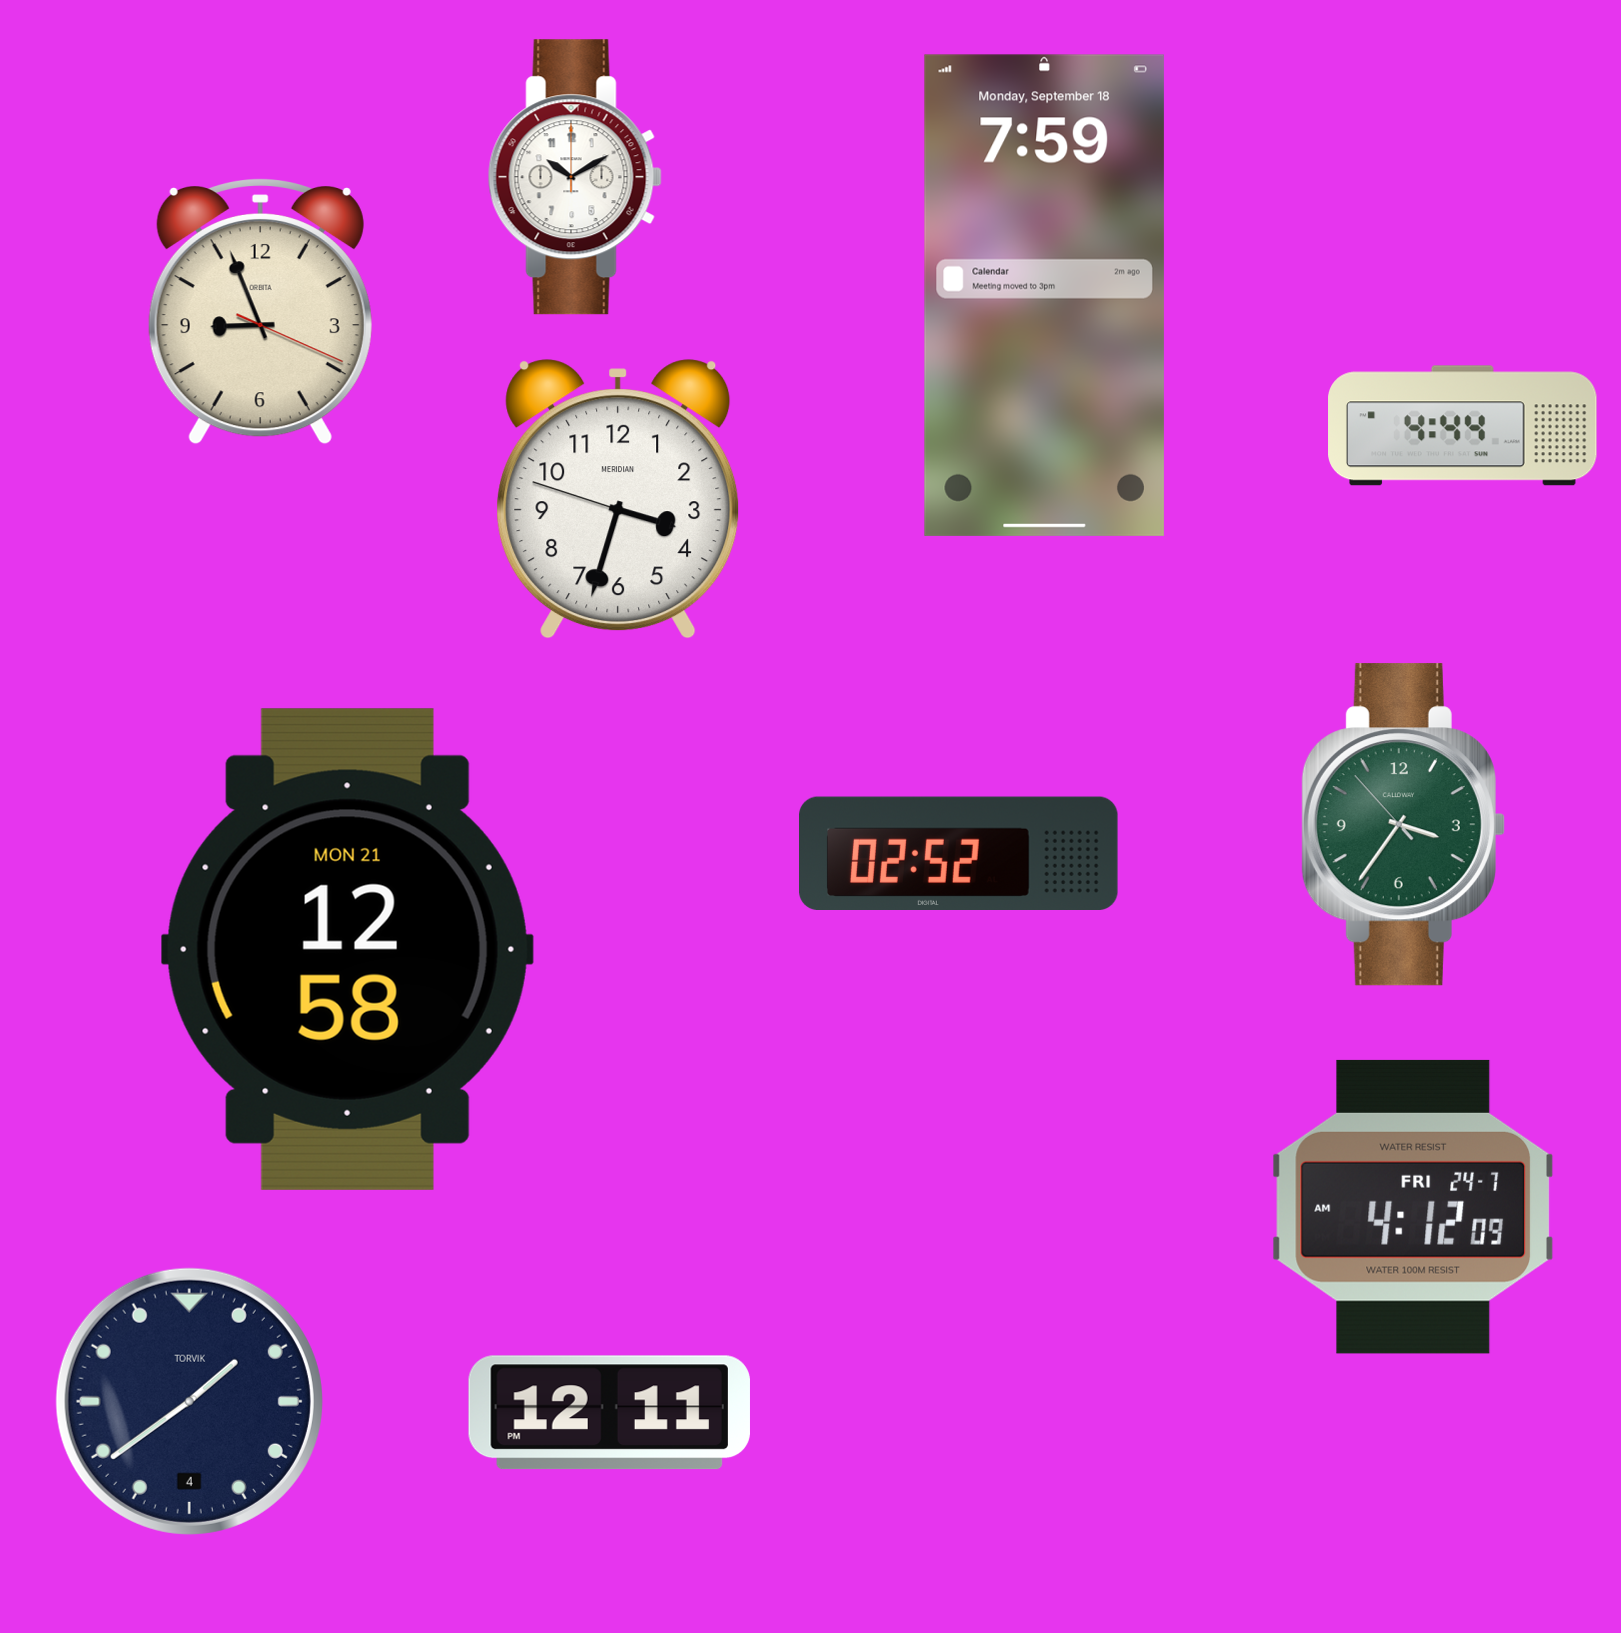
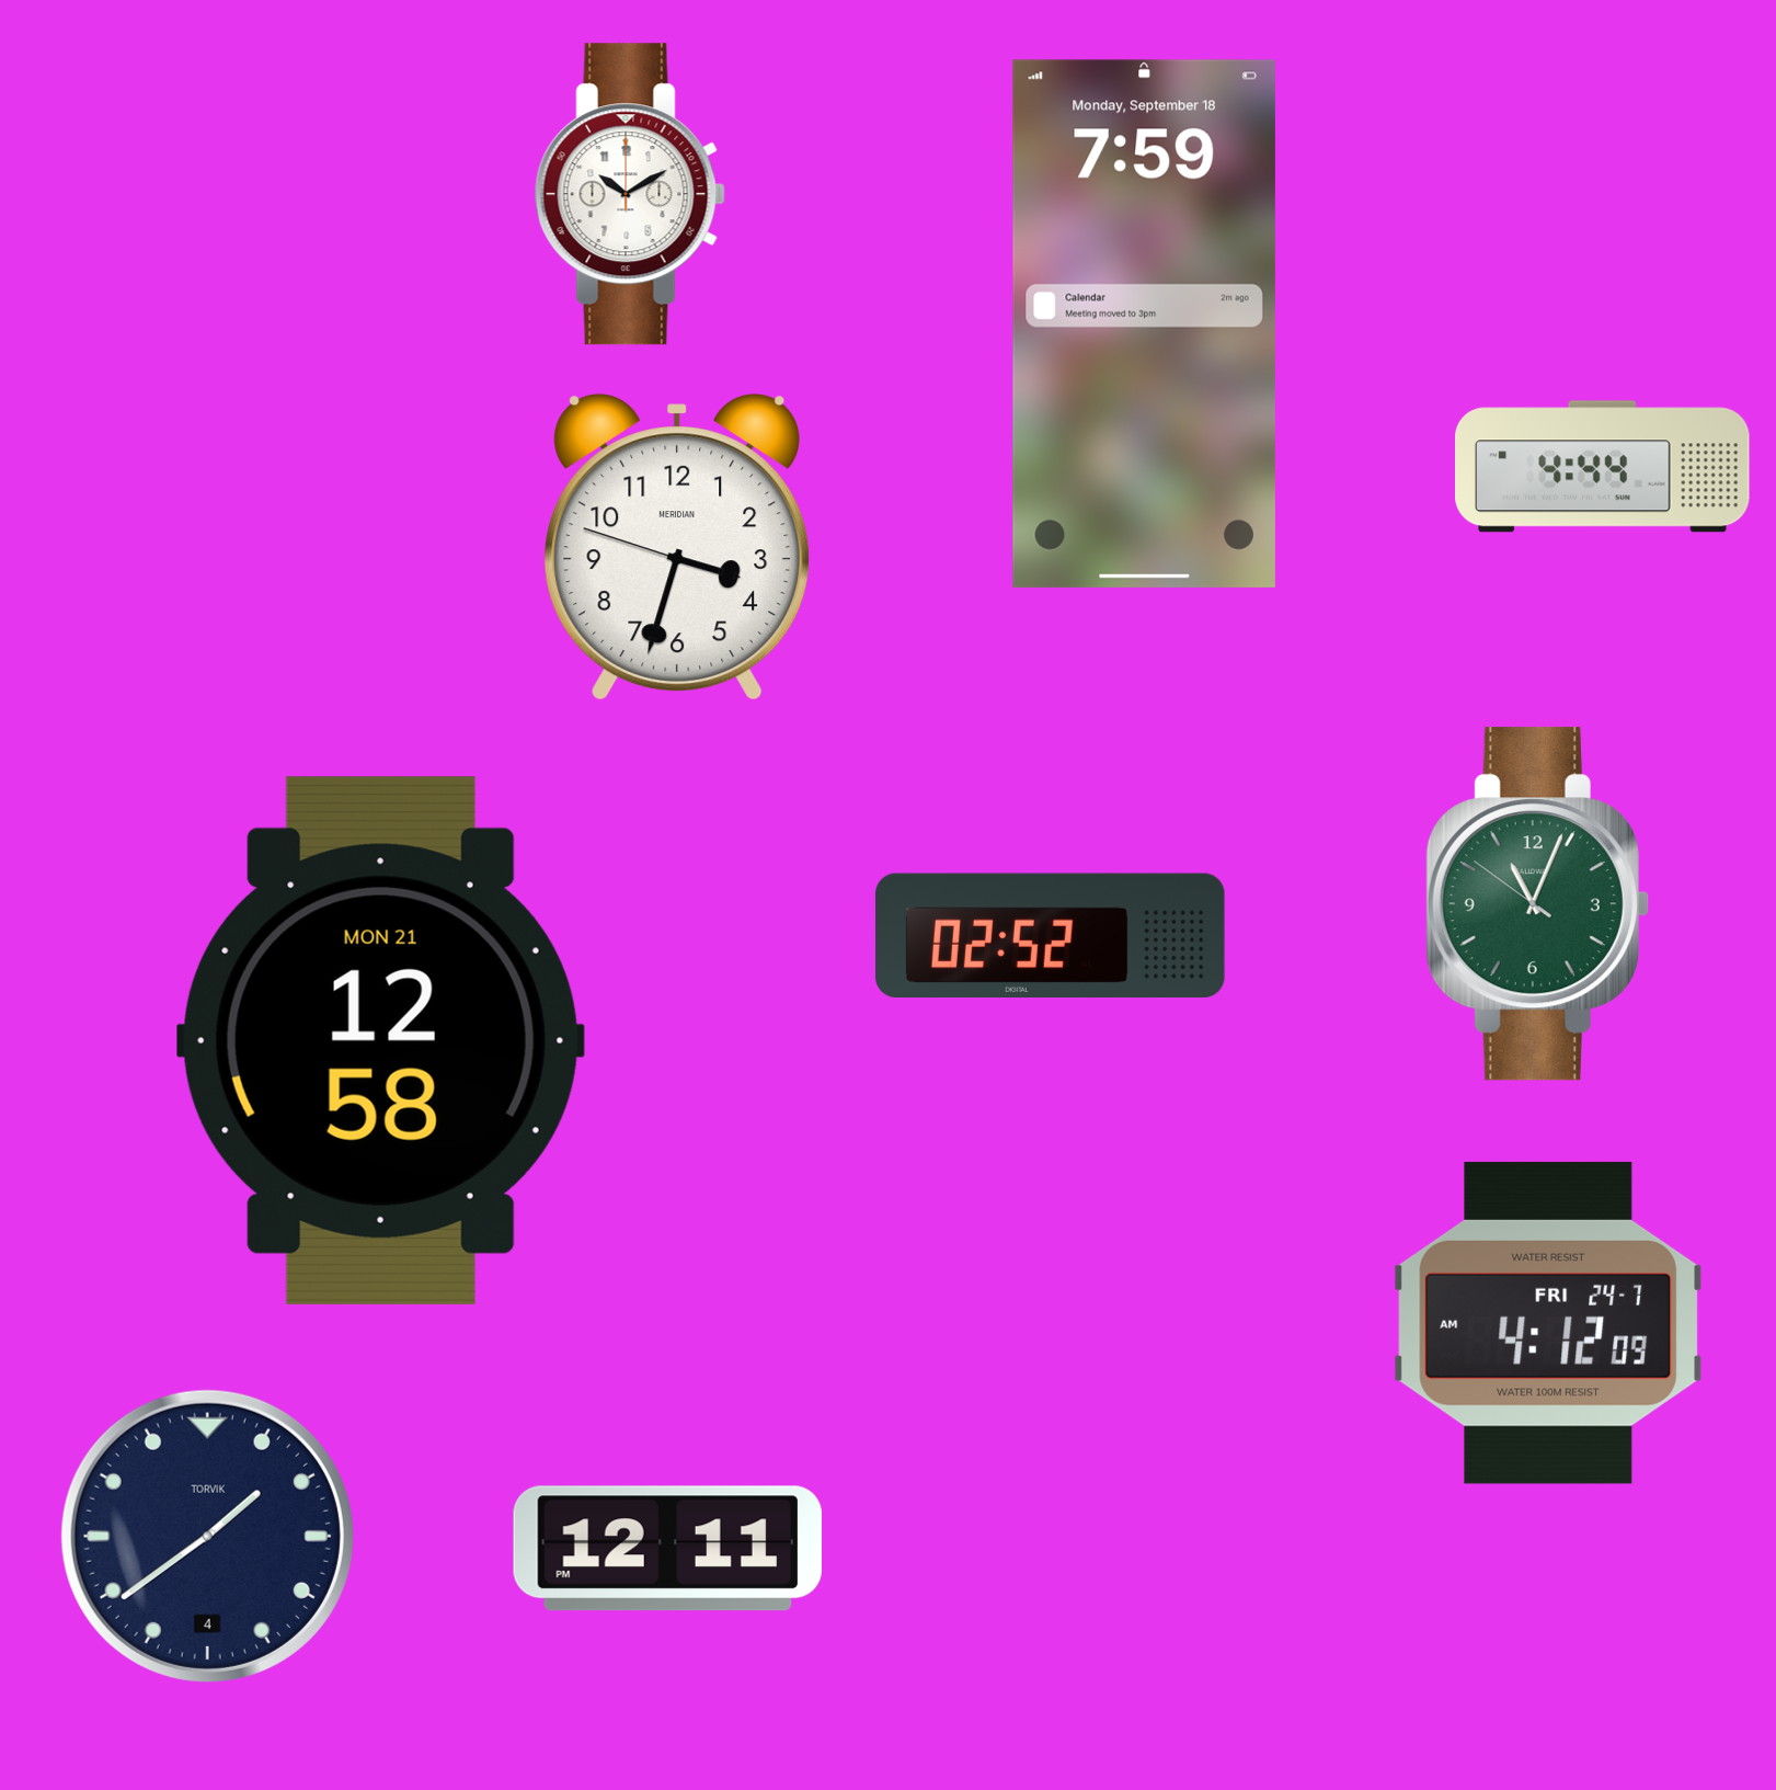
clock at (260, 311): 8:56 -> none
clock at (1403, 825): 3:35 -> 11:03
